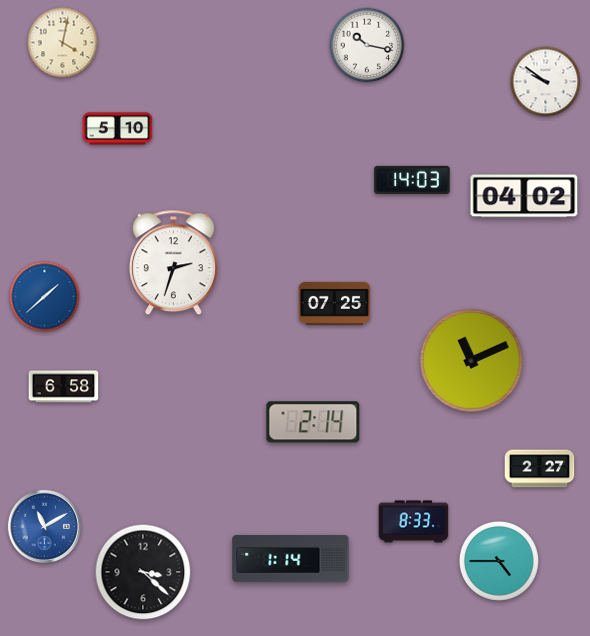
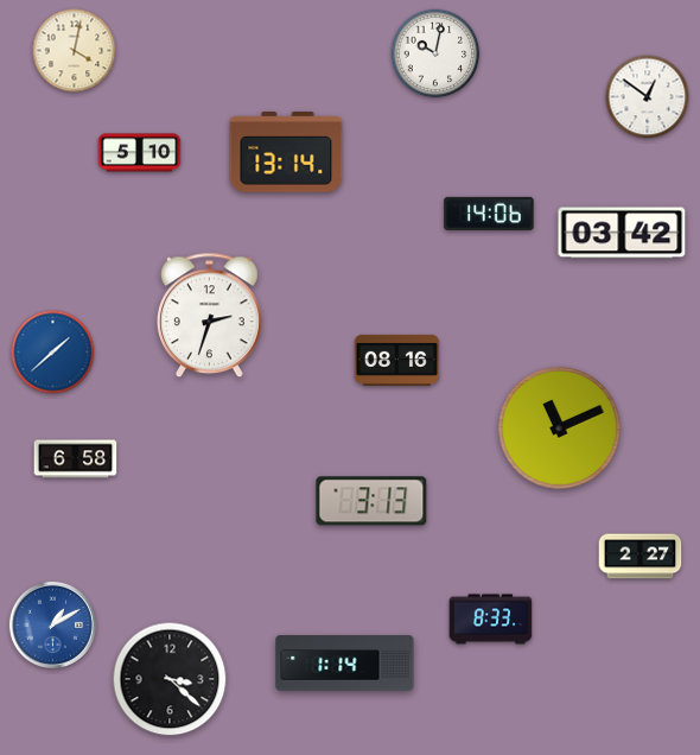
clock at (367, 45): 10:17 -> 10:02
clock at (546, 82): 9:51 -> 12:51
clock at (286, 152): none -> 13:14
clock at (412, 180): 14:03 -> 14:06
clock at (524, 196): 04:02 -> 03:42
clock at (173, 263) position: (173, 263) -> (209, 316)
clock at (335, 303): 07:25 -> 08:16
clock at (313, 422): 2:14 -> 3:13
clock at (44, 526): 11:10 -> 1:10
clock at (499, 561): 4:45 -> none
